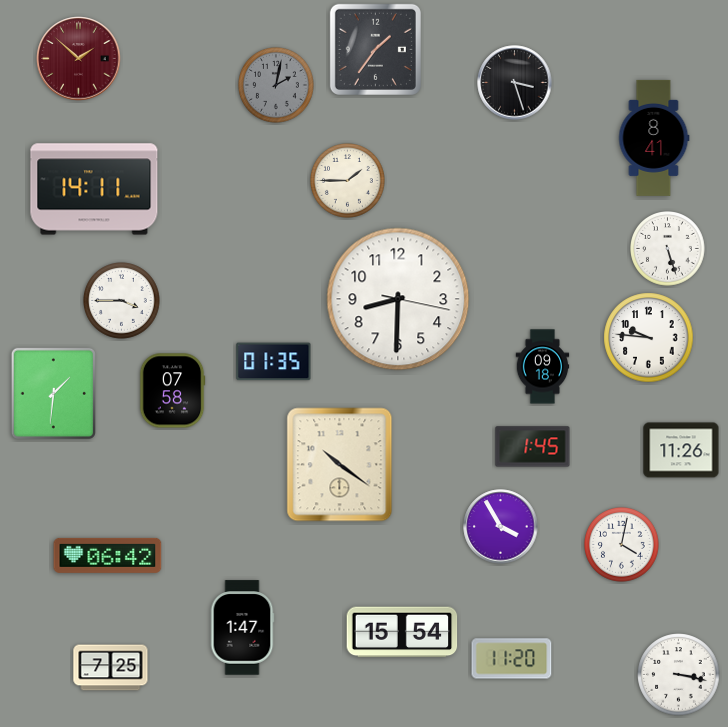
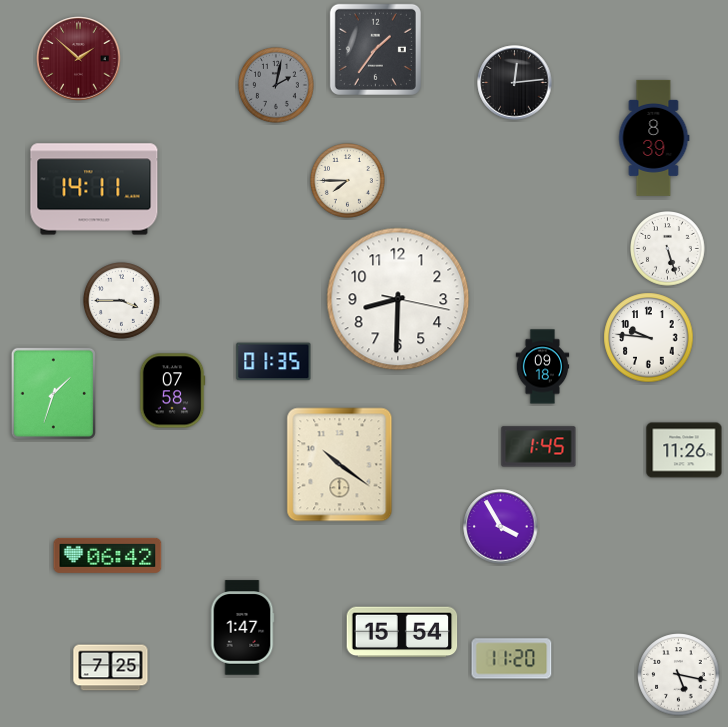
clock at (515, 83): 3:27 -> 12:14
clock at (654, 138): 8:41 -> 8:39
clock at (348, 181): 1:45 -> 7:45
clock at (53, 393): 1:31 -> 1:33
clock at (533, 447) position: (533, 447) -> (539, 447)
clock at (681, 450) position: (681, 450) -> (684, 450)
clock at (622, 545): 4:02 -> none
clock at (679, 675): 3:17 -> 5:17
